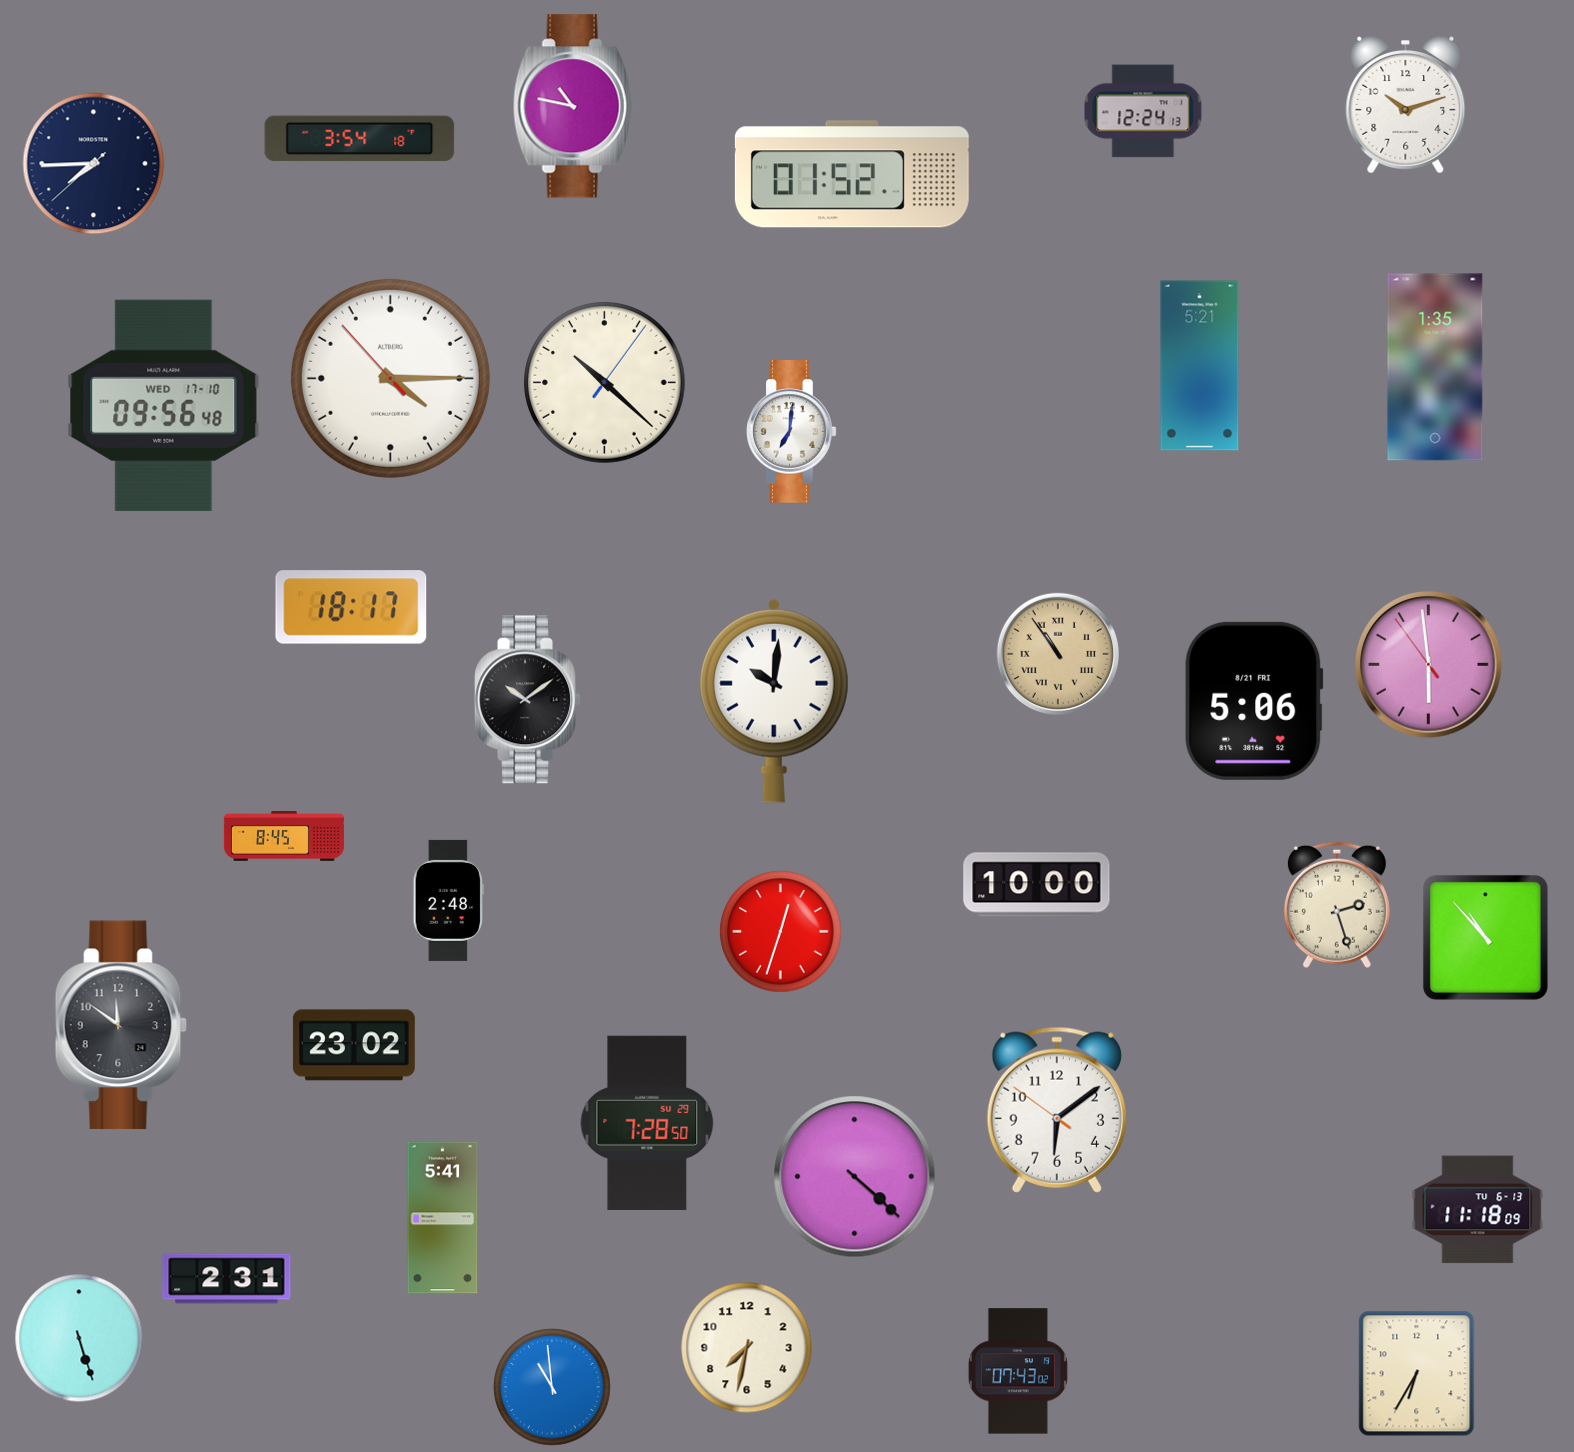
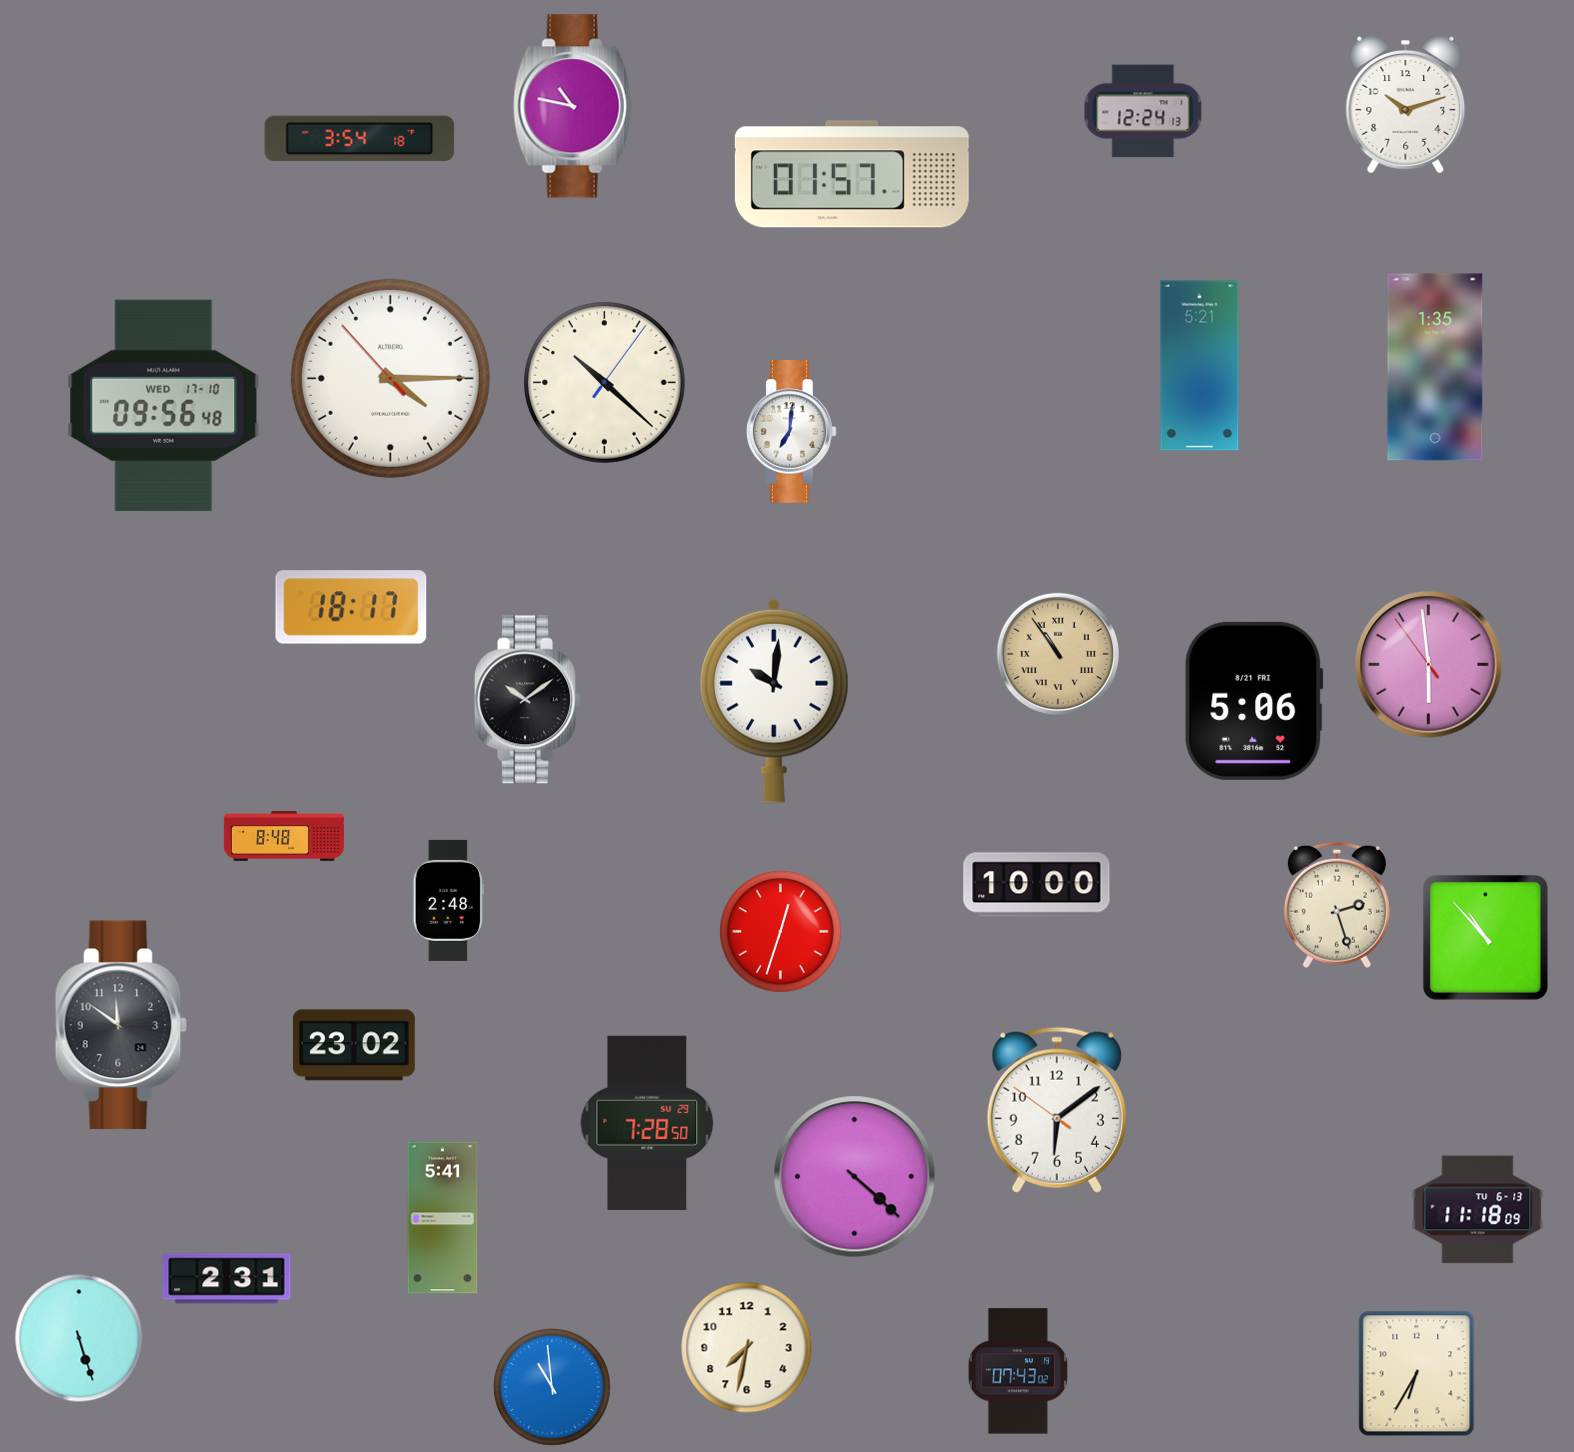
clock at (94, 164): 7:44 -> none
clock at (852, 174): 01:52 -> 01:57
clock at (284, 837): 8:45 -> 8:48
